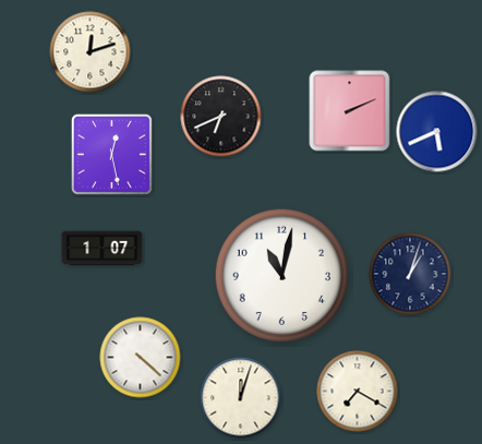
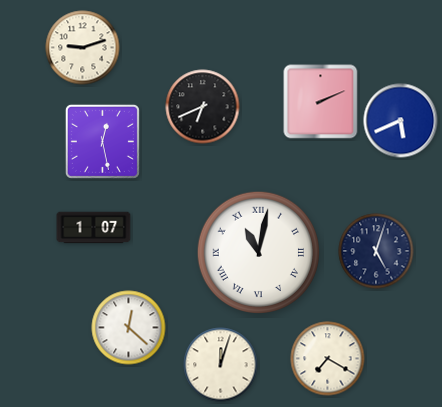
clock at (91, 52): 12:12 -> 9:12
clock at (410, 274): 1:03 -> 5:03
clock at (281, 275) numerals: Arabic -> Roman
clock at (141, 358): 4:22 -> 12:22
